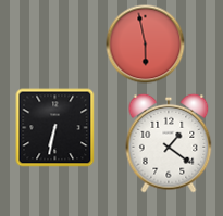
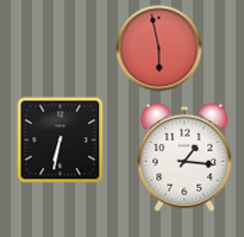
clock at (169, 143): 1:21 -> 1:16
